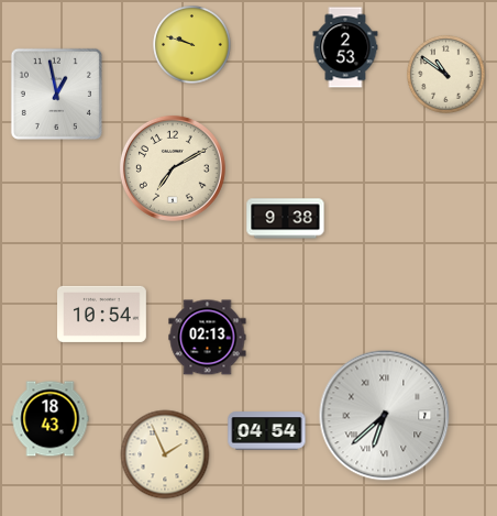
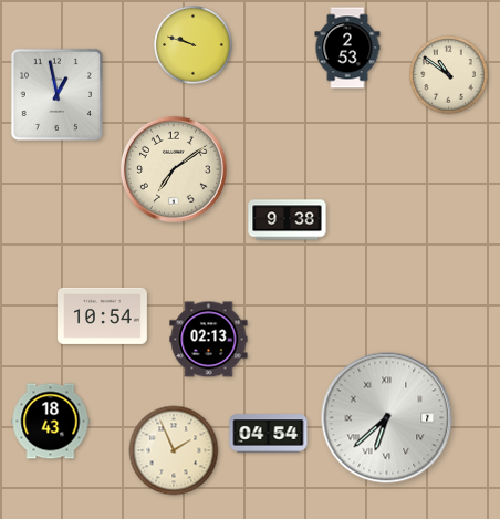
clock at (173, 168): 7:10 -> 7:09
clock at (165, 454) position: (165, 454) -> (174, 450)
